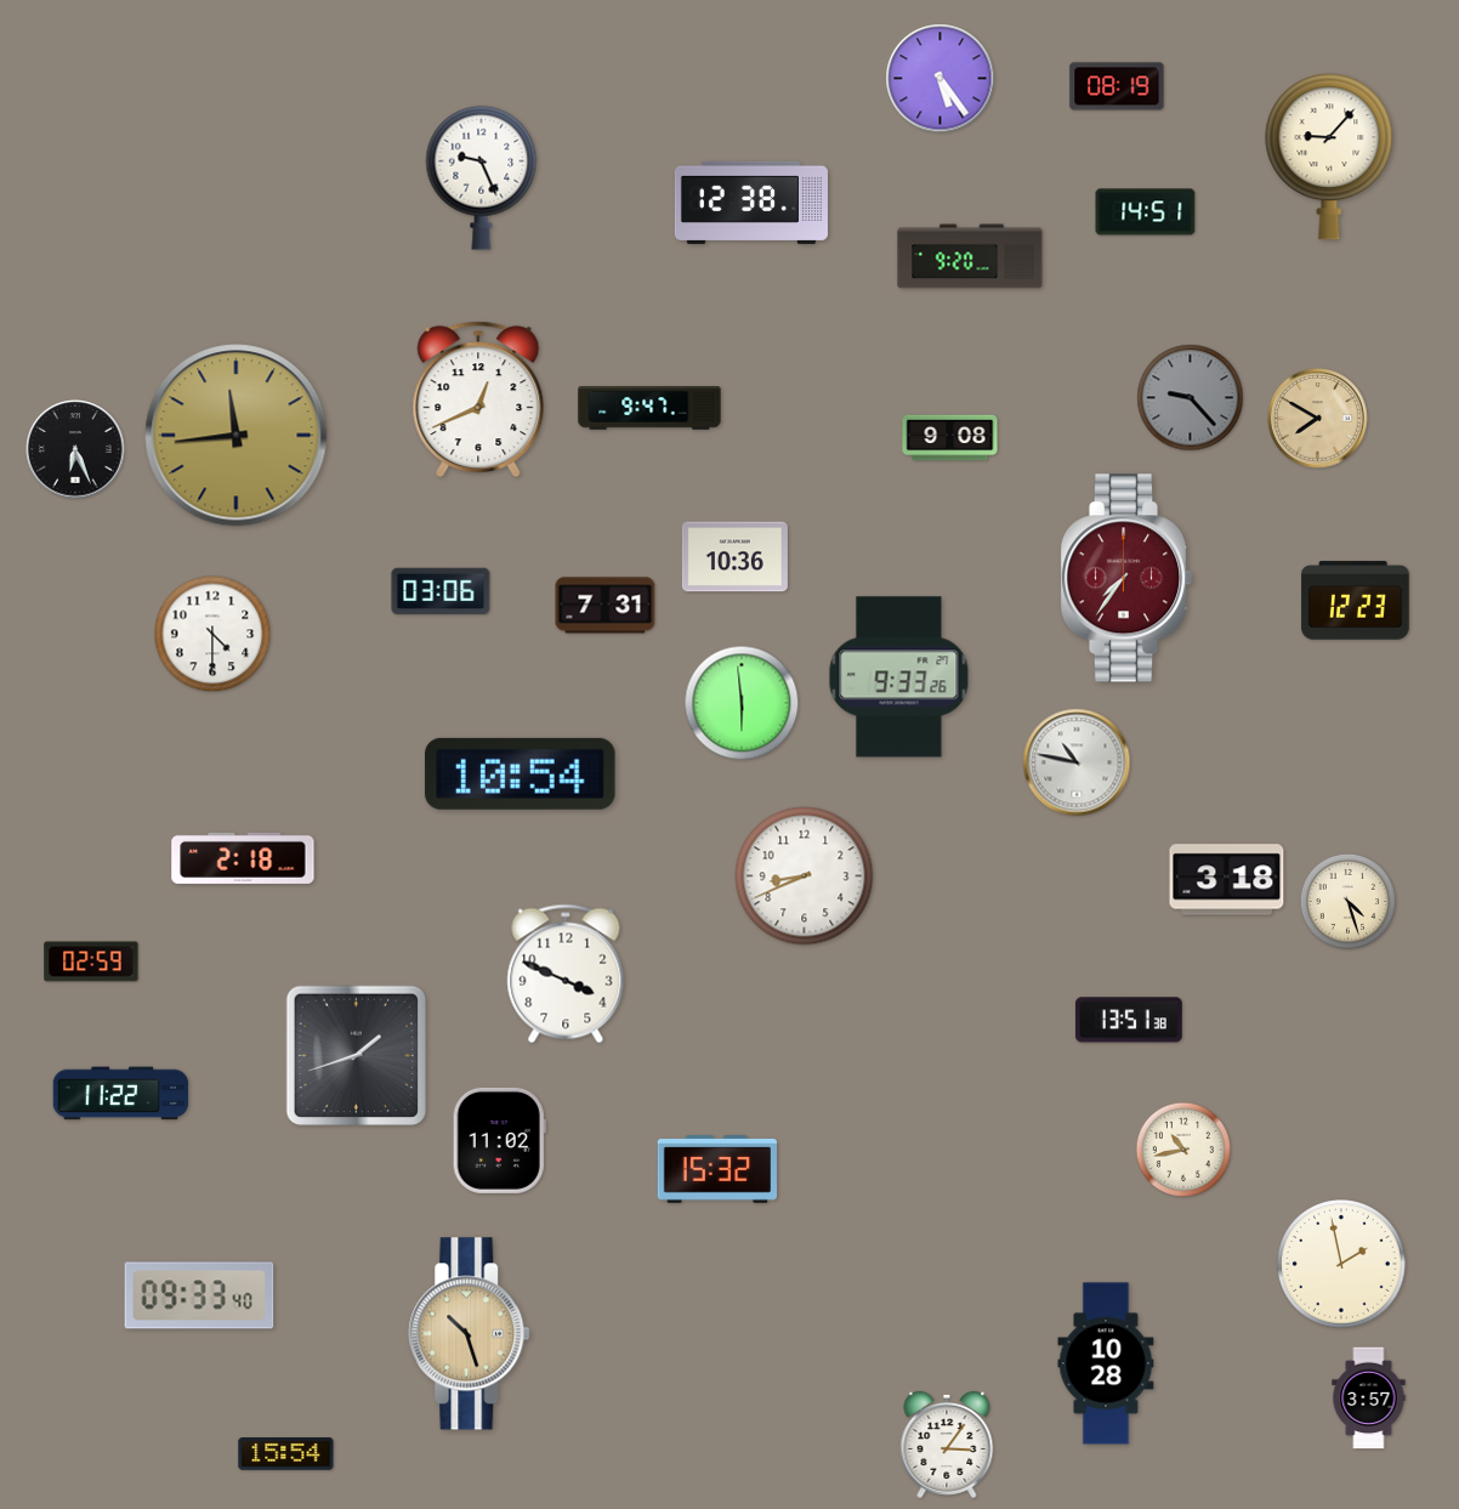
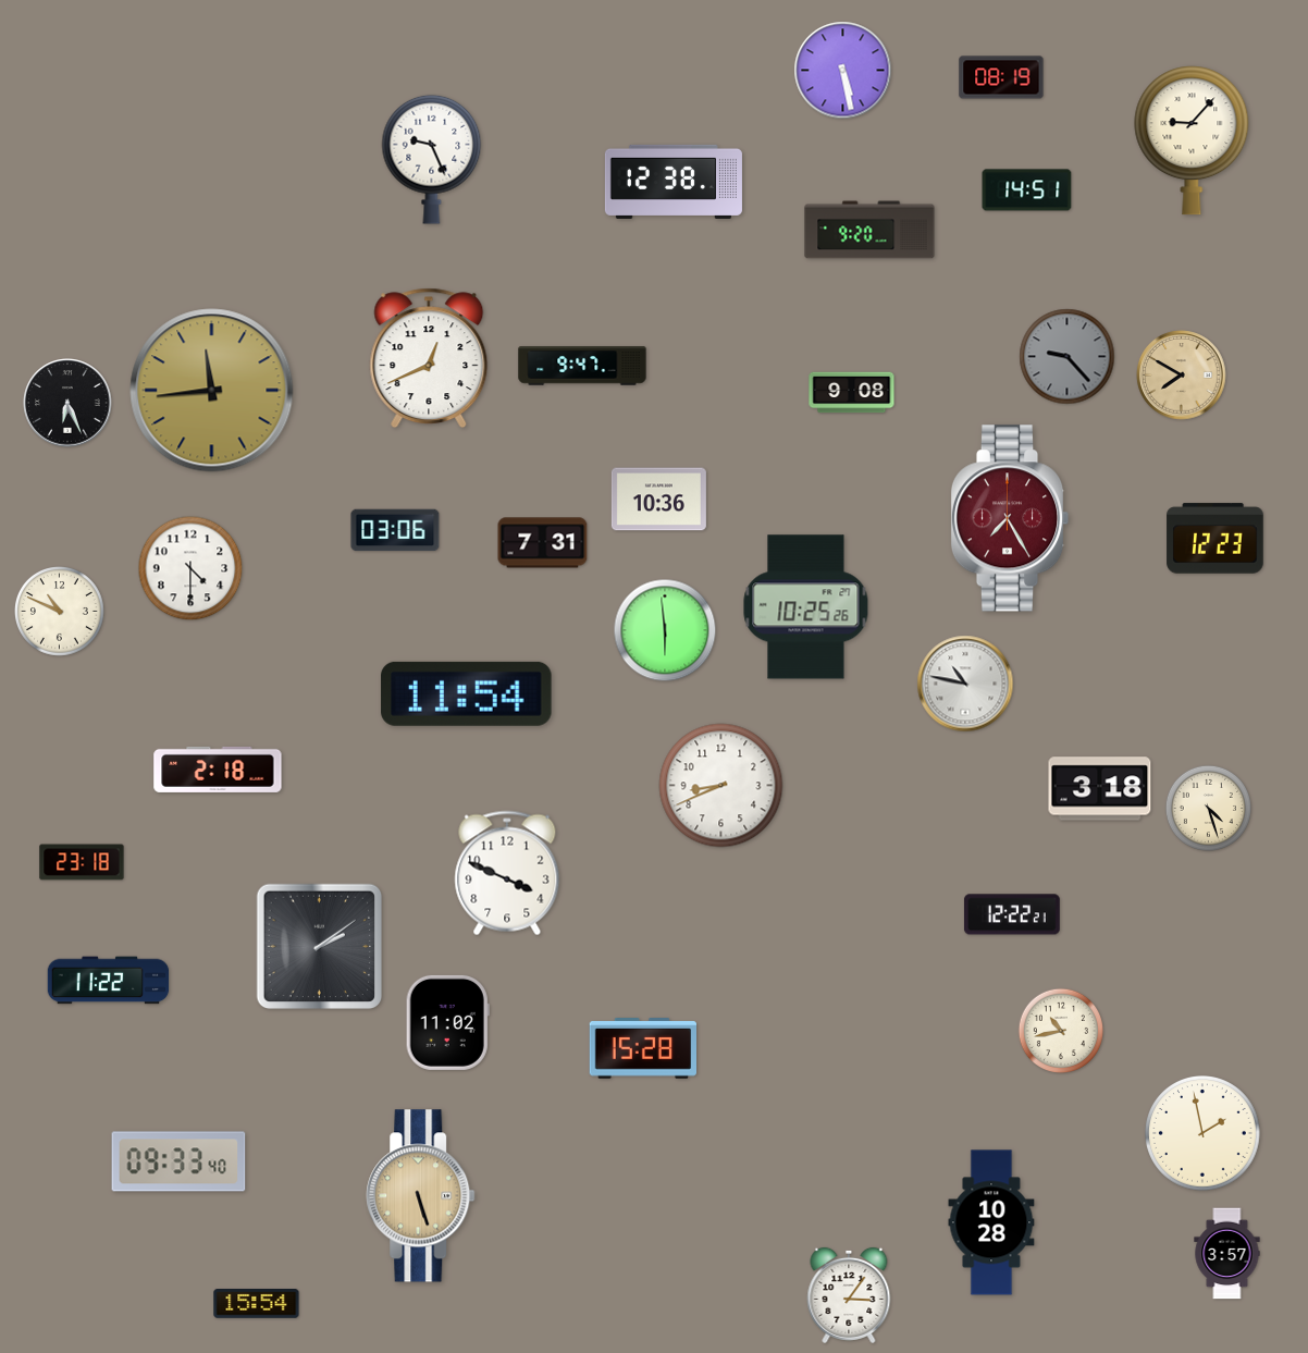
clock at (941, 79): 5:24 -> 5:28
clock at (1126, 578): 7:36 -> 7:25
clock at (899, 677): 9:33 -> 10:25
clock at (60, 612): none -> 10:49
clock at (521, 773): 10:54 -> 11:54
clock at (91, 961): 02:59 -> 23:18
clock at (1129, 1020): 13:51 -> 12:22
clock at (357, 1056): 1:42 -> 2:09
clock at (716, 1170): 15:32 -> 15:28
clock at (470, 1334): 10:27 -> 5:27
